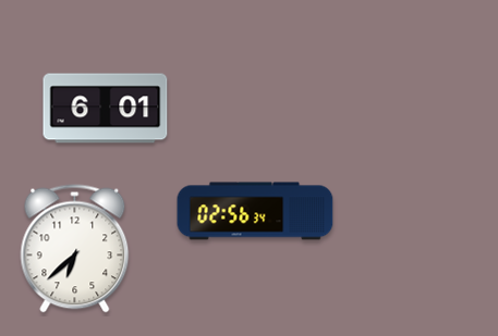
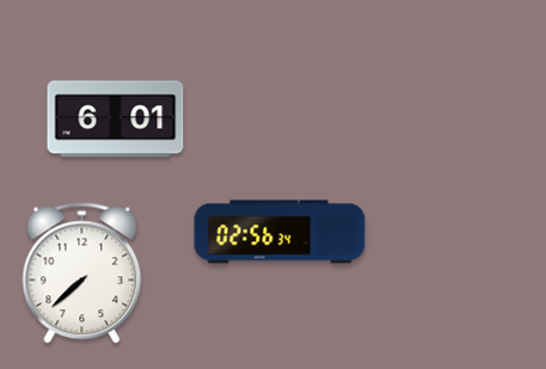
clock at (75, 249): 6:38 -> 7:38
